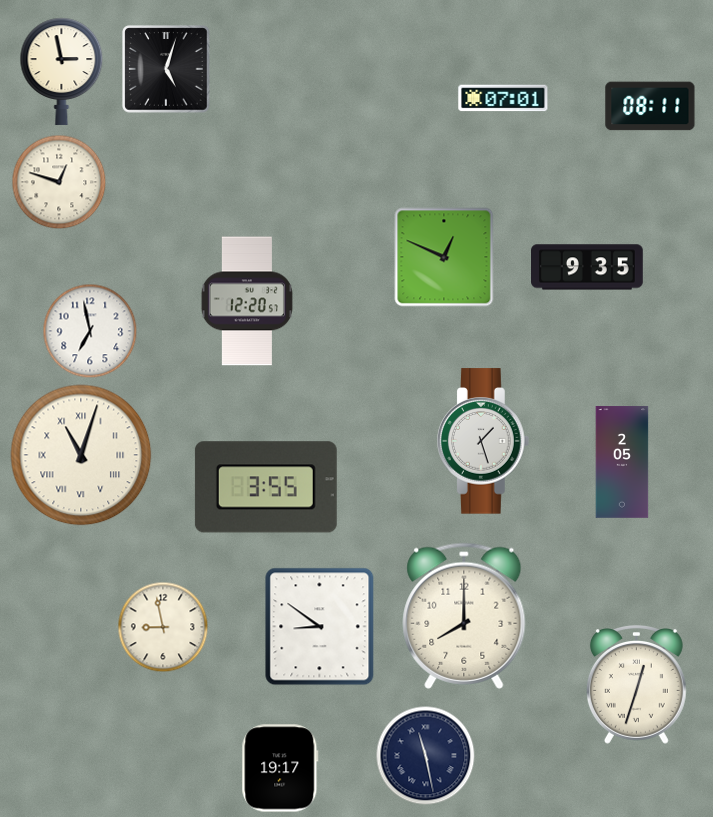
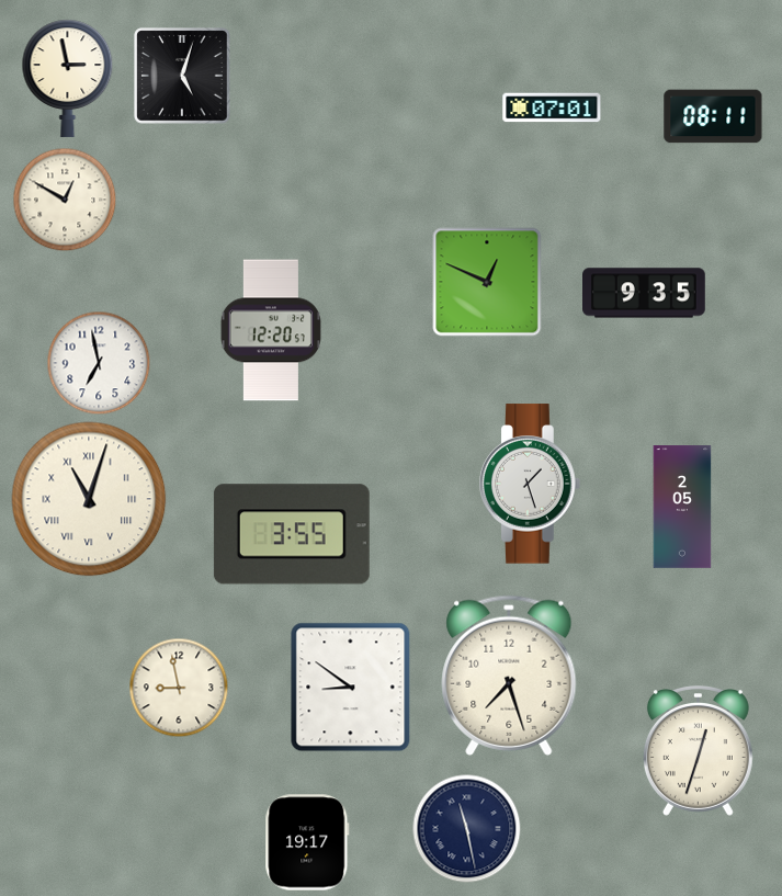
clock at (59, 182): 12:48 -> 12:50
clock at (464, 616): 8:00 -> 7:27
